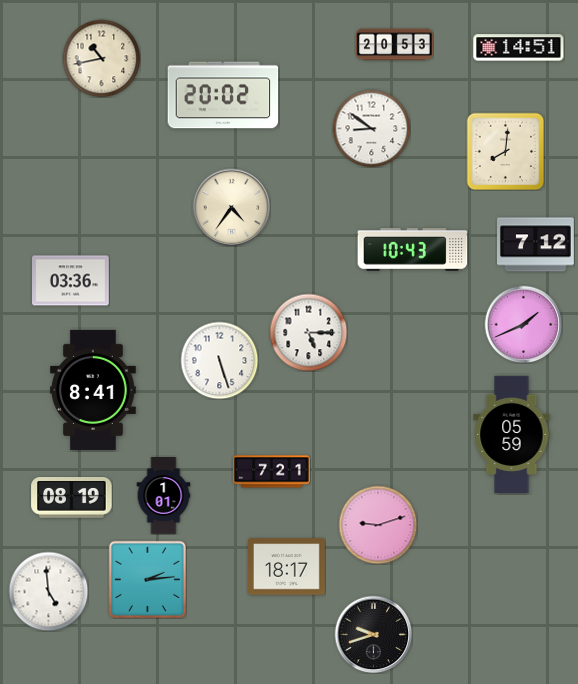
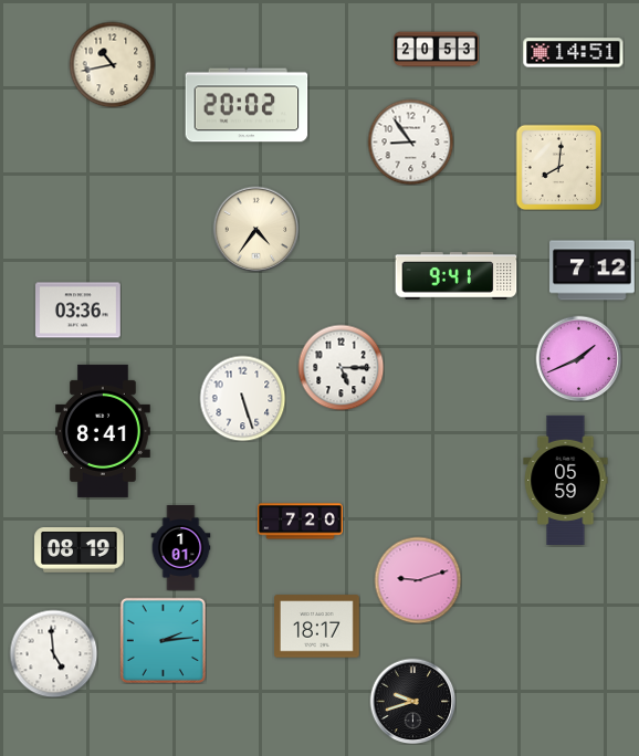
clock at (371, 128): 8:51 -> 8:54
clock at (413, 250): 10:43 -> 9:41
clock at (272, 472): 7:21 -> 7:20
